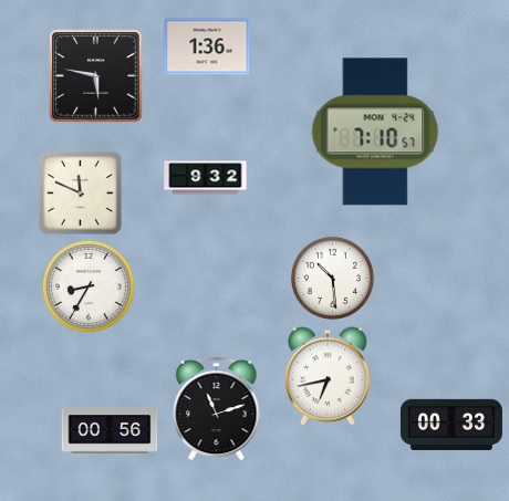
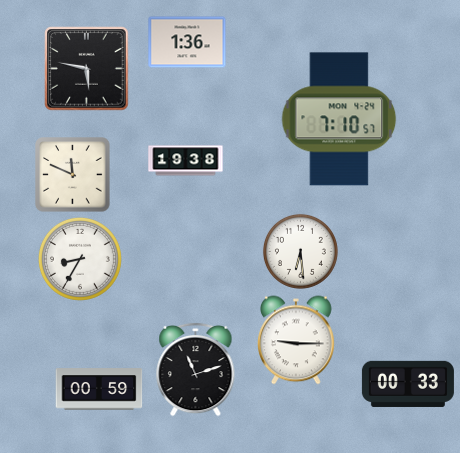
clock at (206, 178): 9:32 -> 19:38
clock at (332, 278): 10:29 -> 6:29
clock at (329, 376): 6:43 -> 9:15
clock at (110, 430): 00:56 -> 00:59
